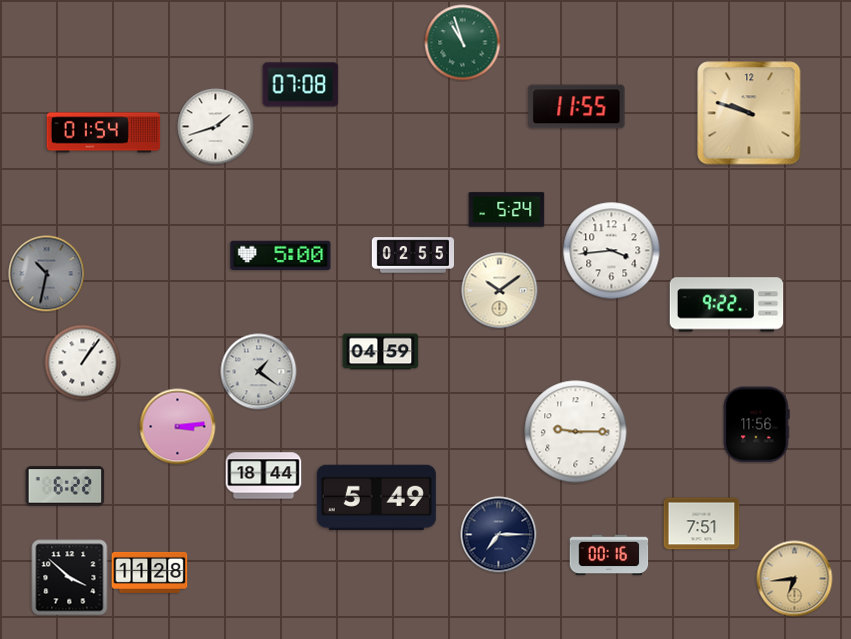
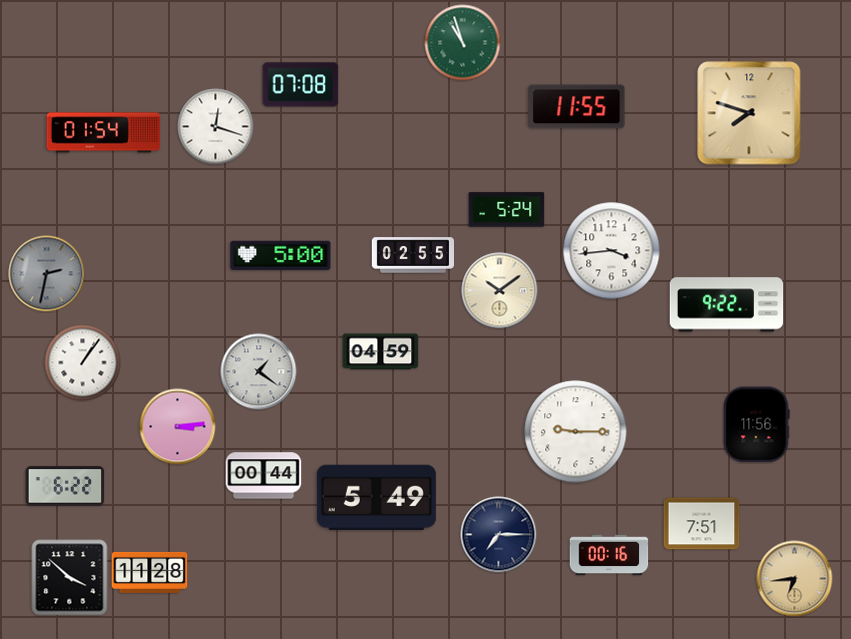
clock at (749, 113): 9:48 -> 7:48
clock at (216, 127): 1:42 -> 12:18
clock at (47, 274): 10:32 -> 2:32
clock at (264, 476): 18:44 -> 00:44
